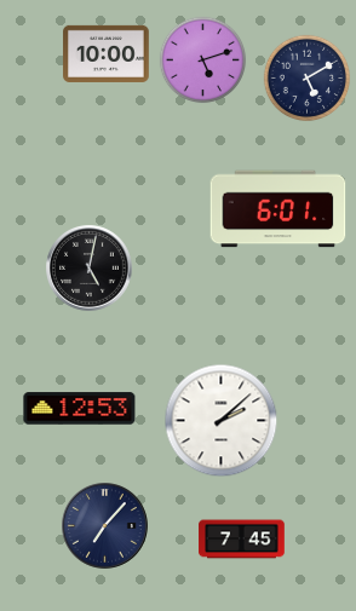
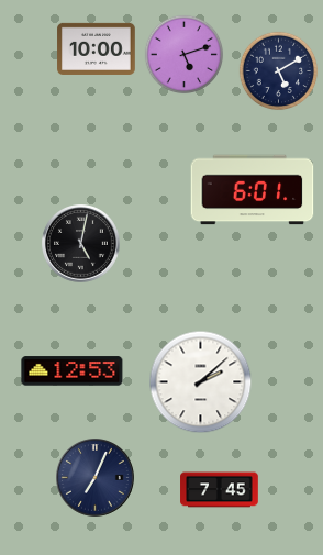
clock at (105, 526): 7:07 -> 7:04
